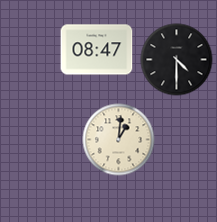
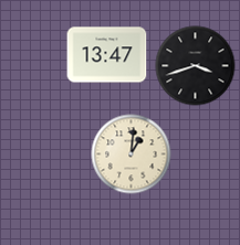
clock at (97, 50): 08:47 -> 13:47
clock at (177, 60): 4:30 -> 3:42
